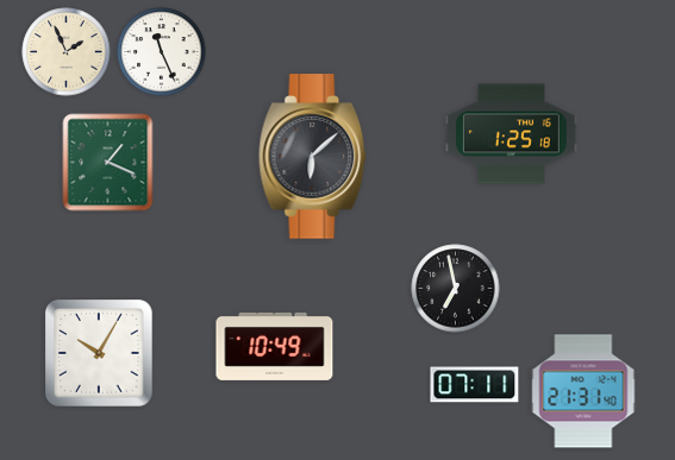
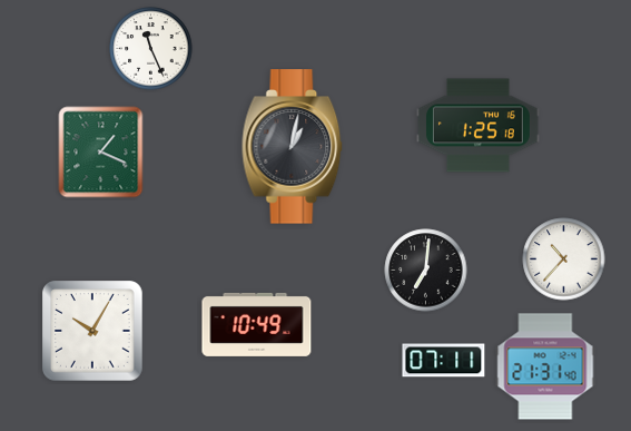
clock at (67, 52): 1:56 -> none
clock at (313, 157): 6:08 -> 1:02
clock at (564, 259): none -> 10:37
clock at (456, 289): 6:58 -> 7:01
